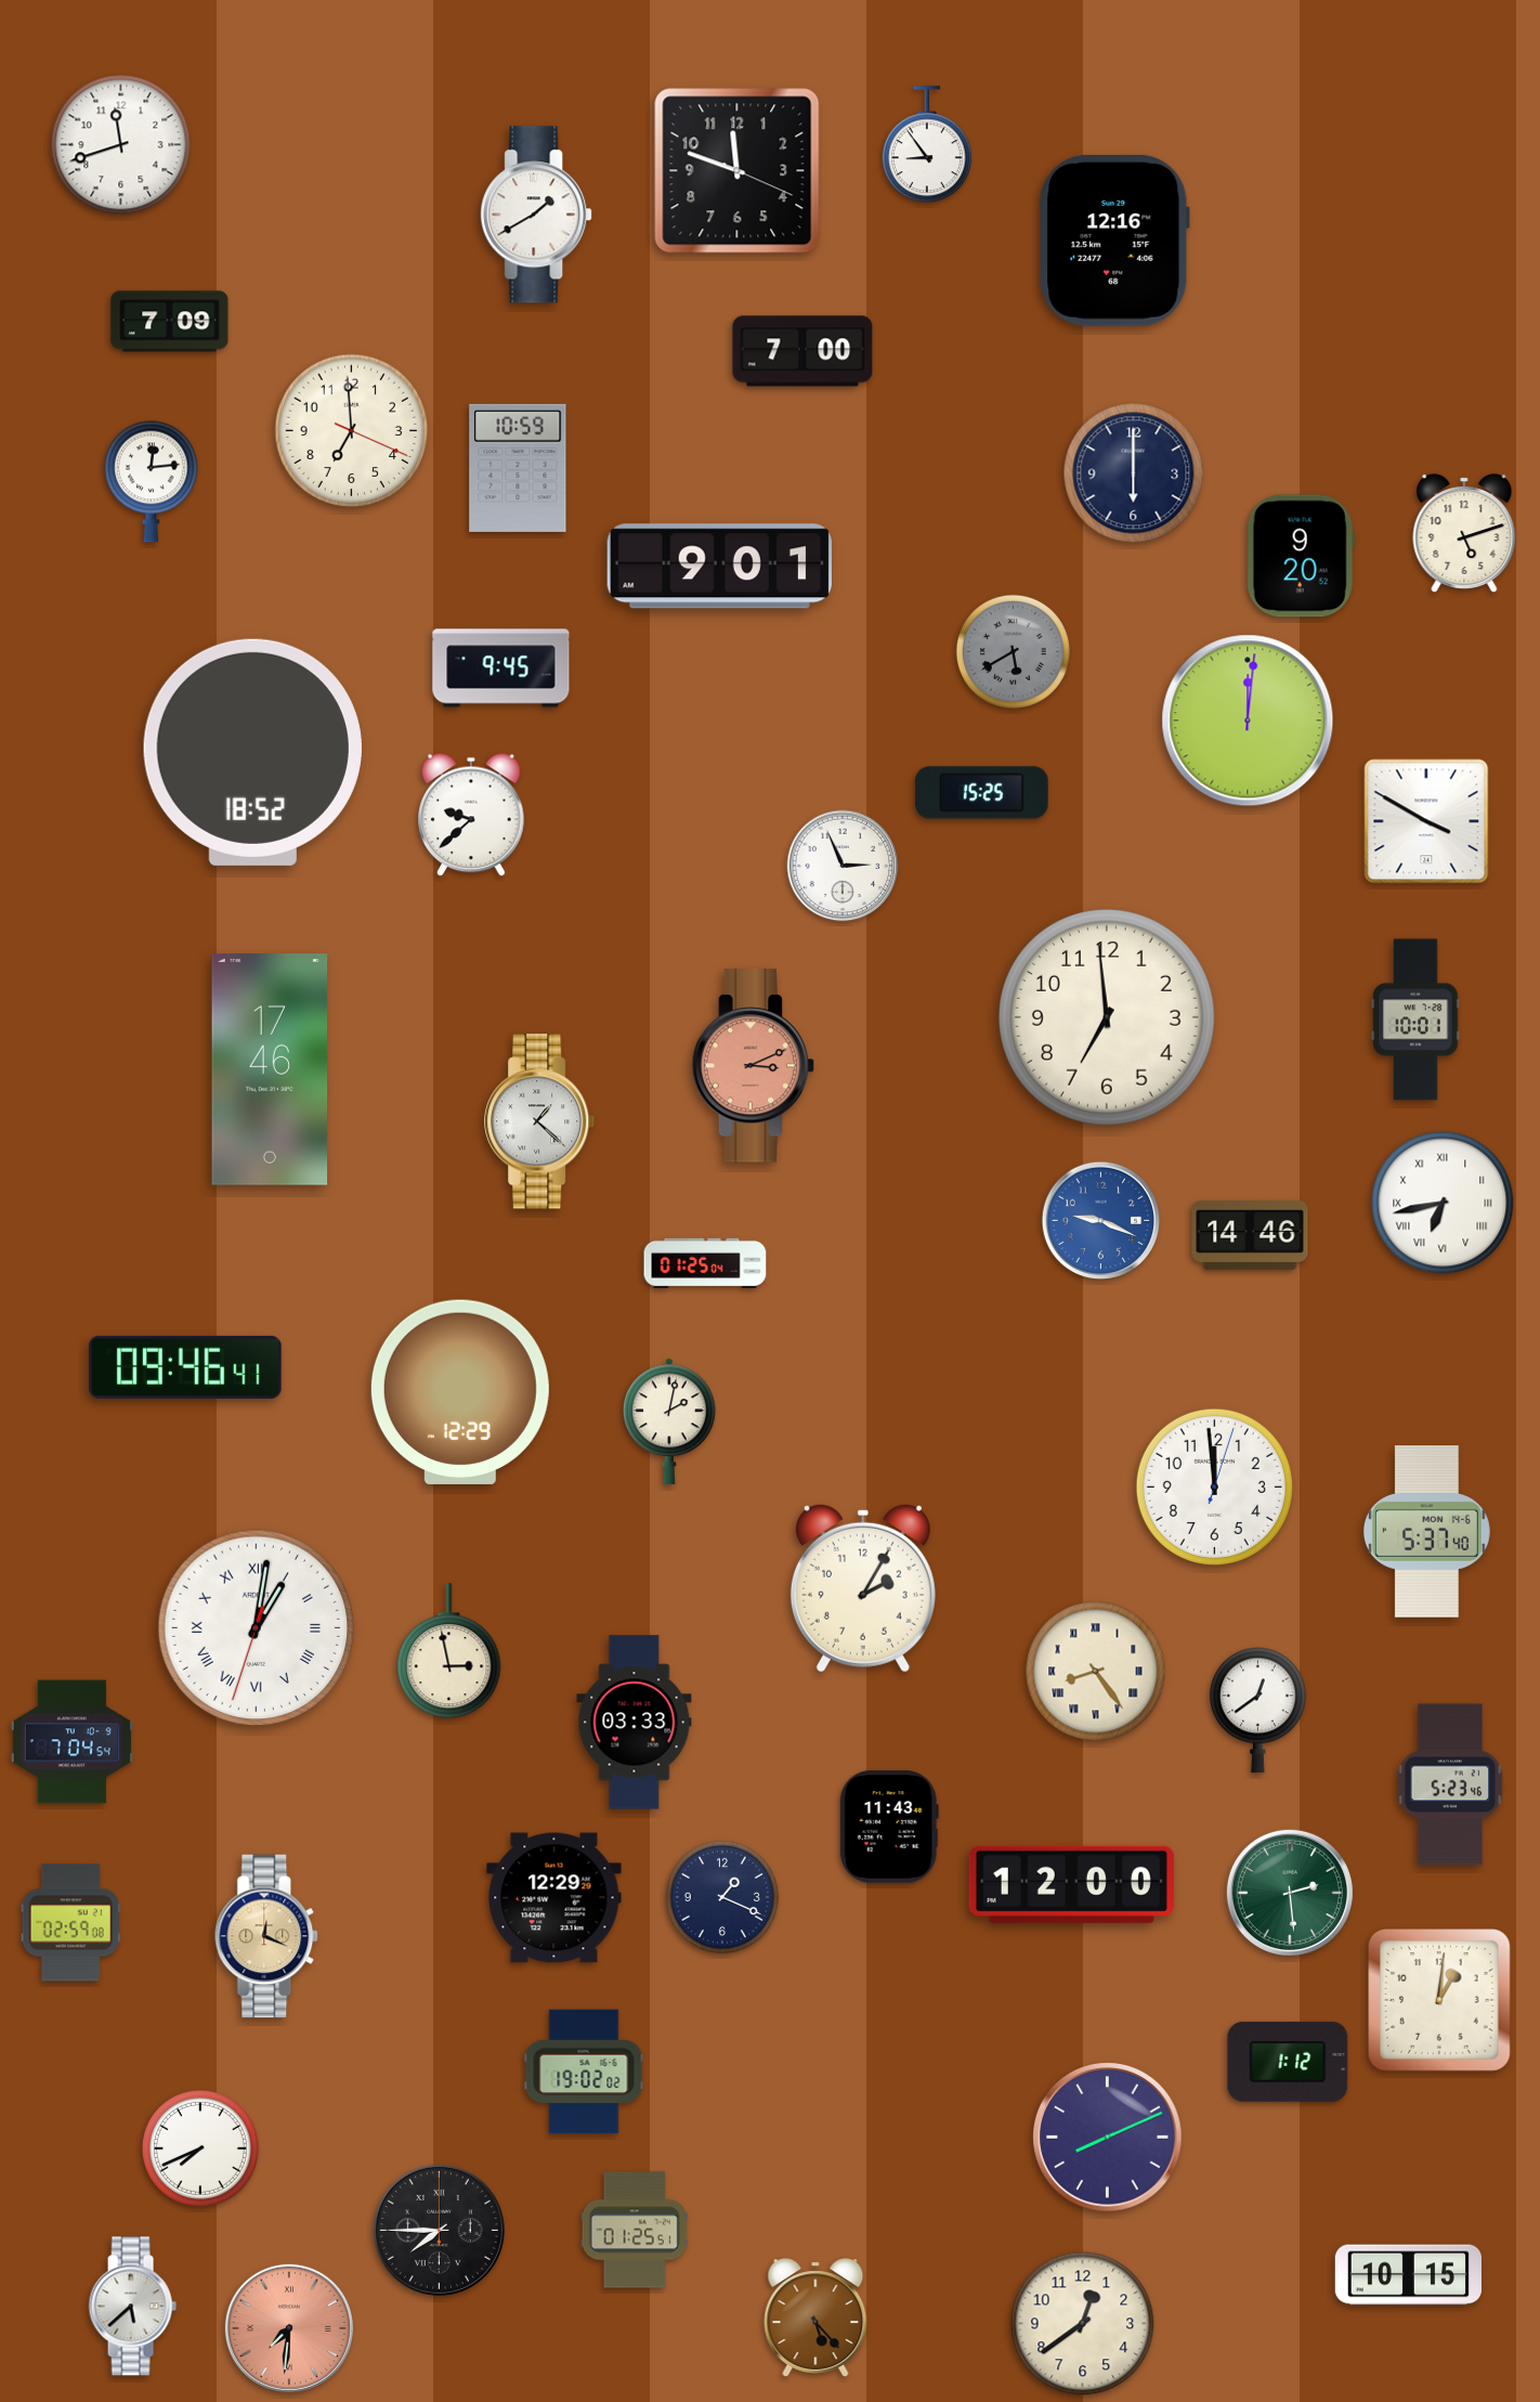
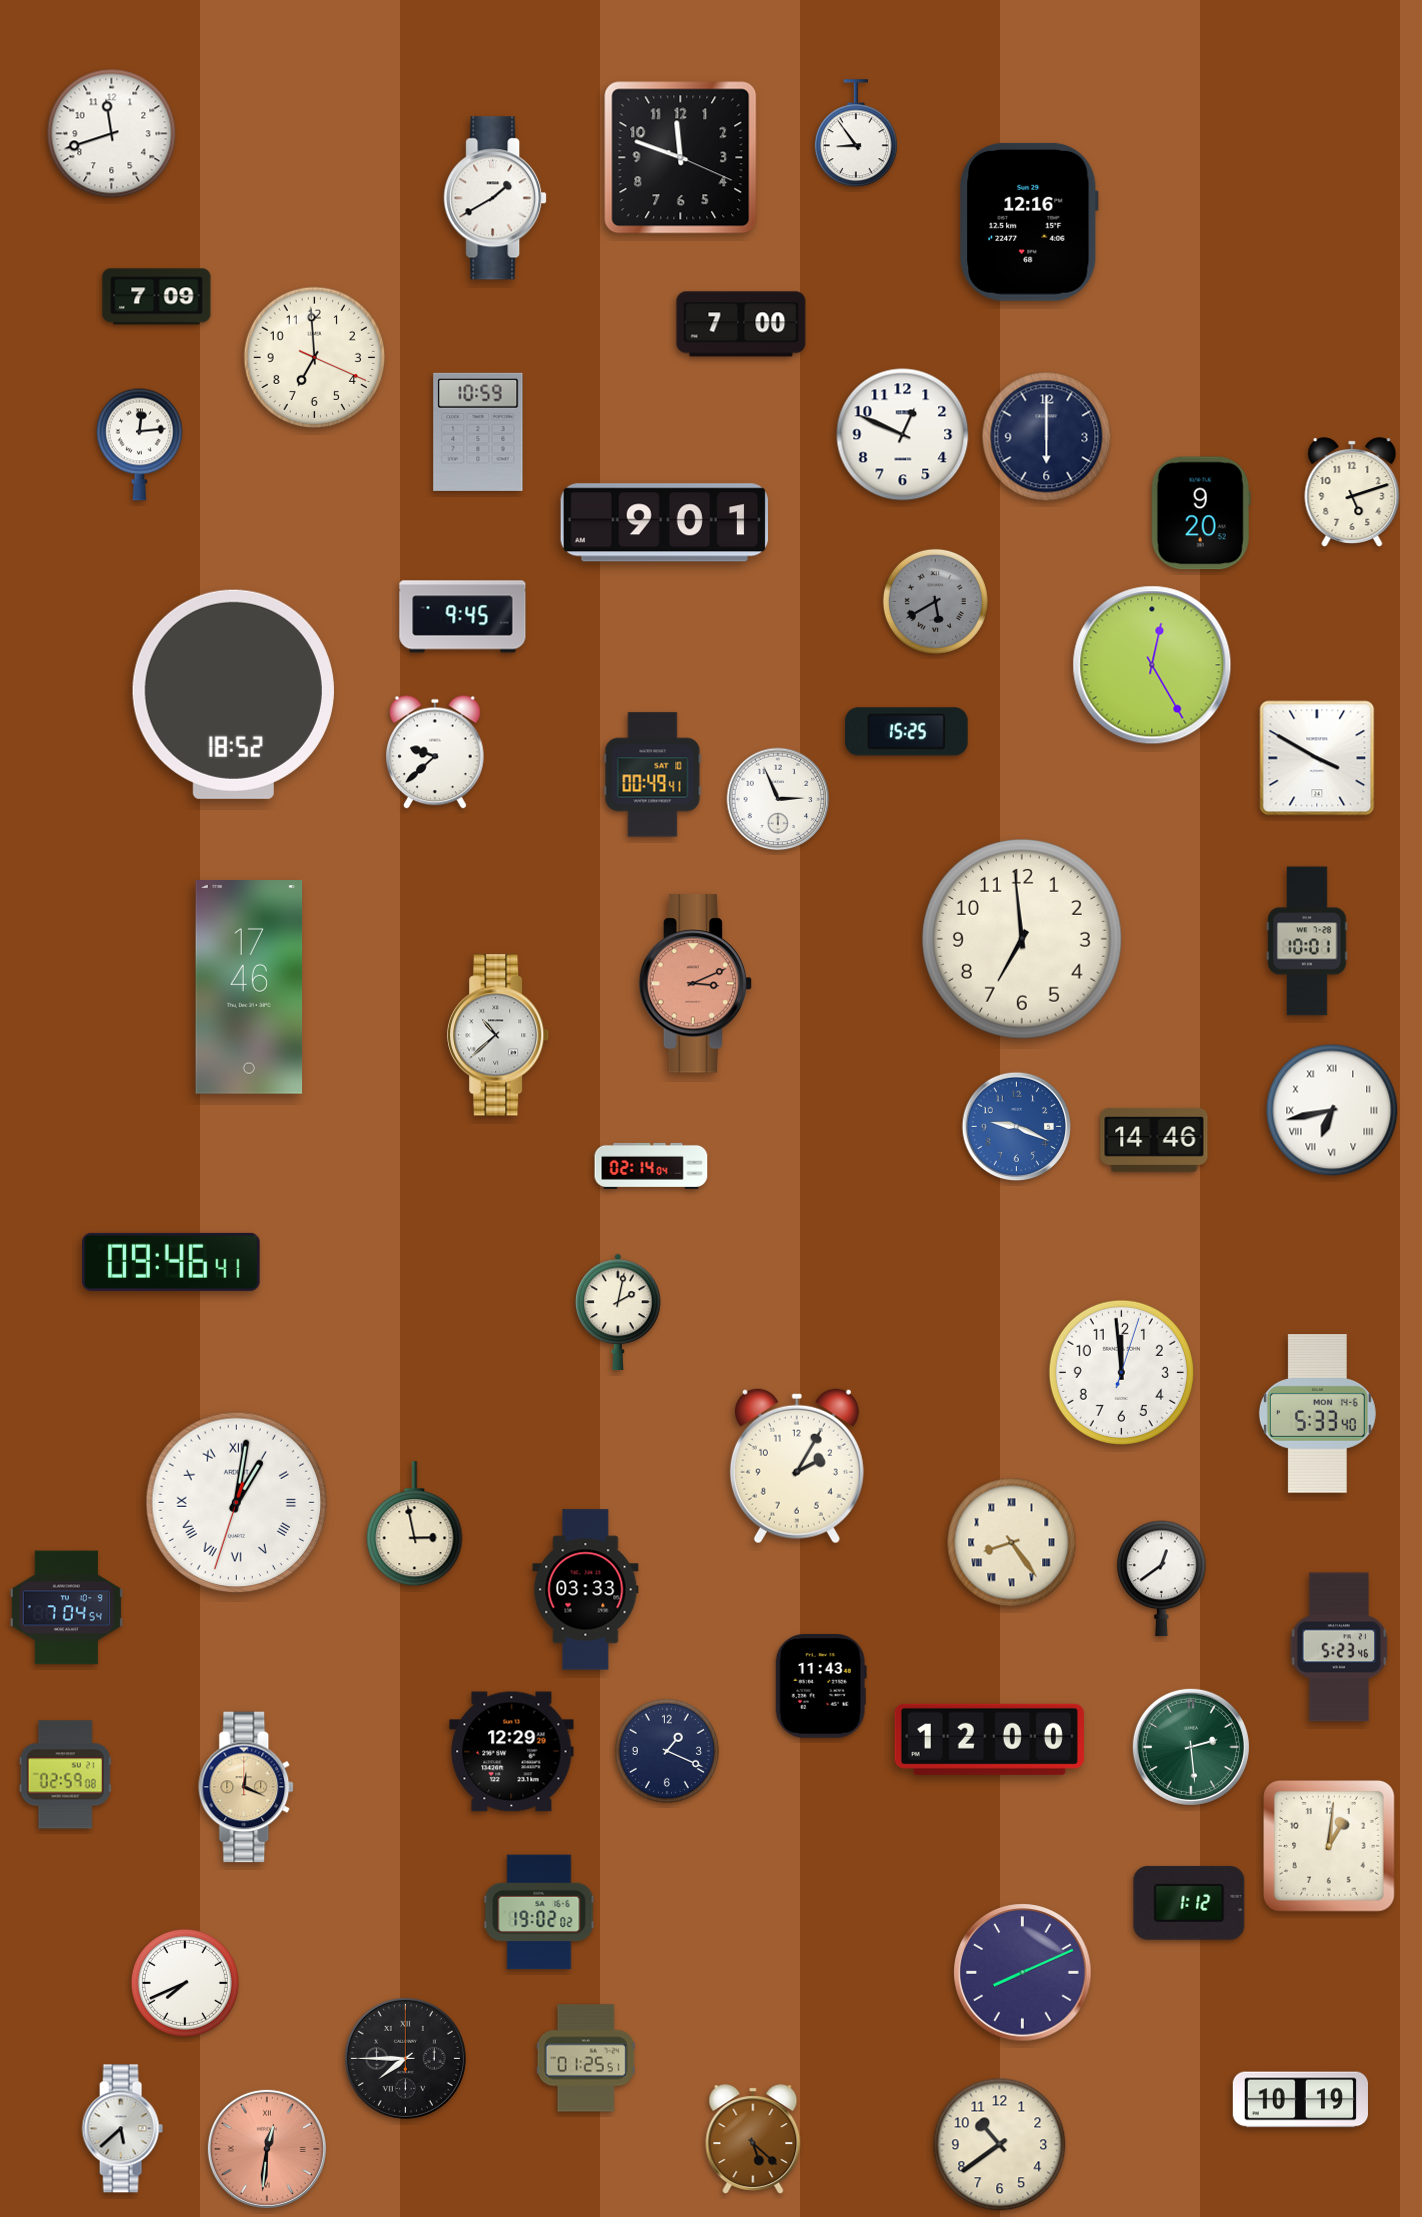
clock at (352, 431) position: (352, 431) -> (315, 358)
clock at (903, 435): none -> 12:49
clock at (1248, 720): 12:01 -> 12:25
clock at (653, 775): none -> 00:49
clock at (540, 1121): 1:22 -> 10:38
clock at (705, 1263): 01:25 -> 02:14
clock at (460, 1392): 12:29 -> none
clock at (1426, 1532): 5:37 -> 5:33
clock at (1408, 2275): 10:15 -> 10:19
clock at (815, 2317): 5:23 -> 5:22
clock at (1083, 2324): 12:39 -> 10:39
clock at (289, 2328): 7:31 -> 12:31
